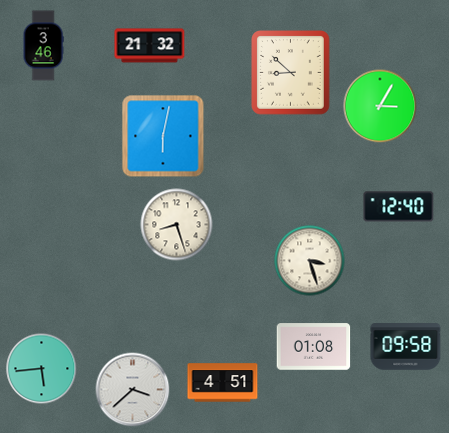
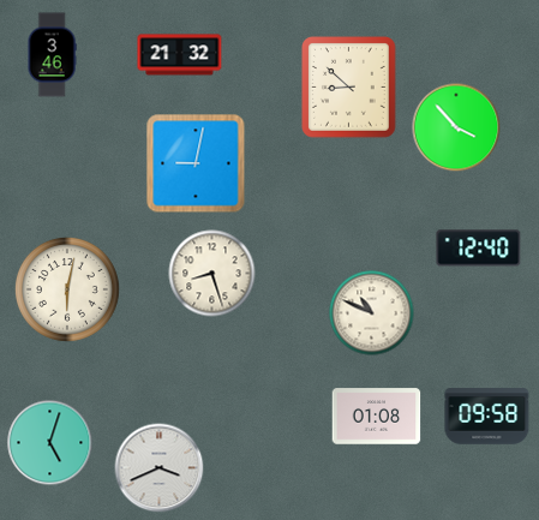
clock at (380, 106): 3:05 -> 3:53
clock at (163, 136): 6:02 -> 9:02
clock at (177, 225) position: (177, 225) -> (212, 274)
clock at (67, 289): none -> 6:02
clock at (310, 261): 3:27 -> 10:49
clock at (42, 369): 5:44 -> 5:03
clock at (223, 383): 4:51 -> none
clock at (133, 390): 3:38 -> 3:41
